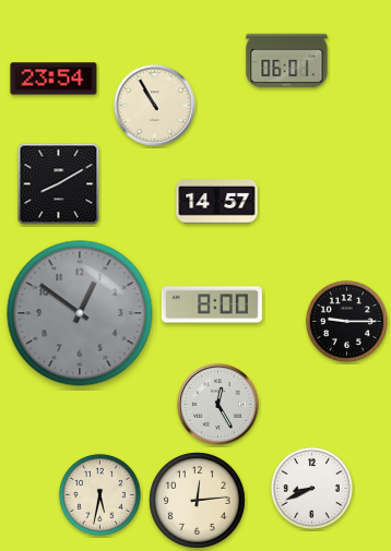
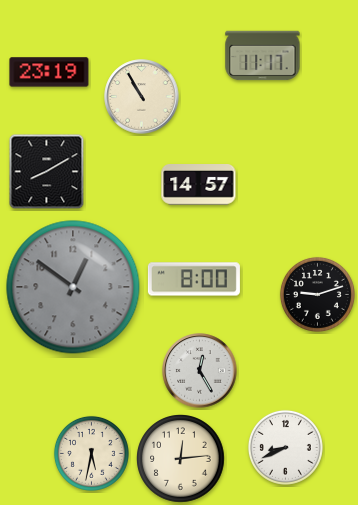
clock at (287, 61): 06:01 -> 11:17
clock at (54, 79): 23:54 -> 23:19
clock at (59, 184) position: (59, 184) -> (47, 172)
clock at (346, 321): 9:15 -> 9:12
